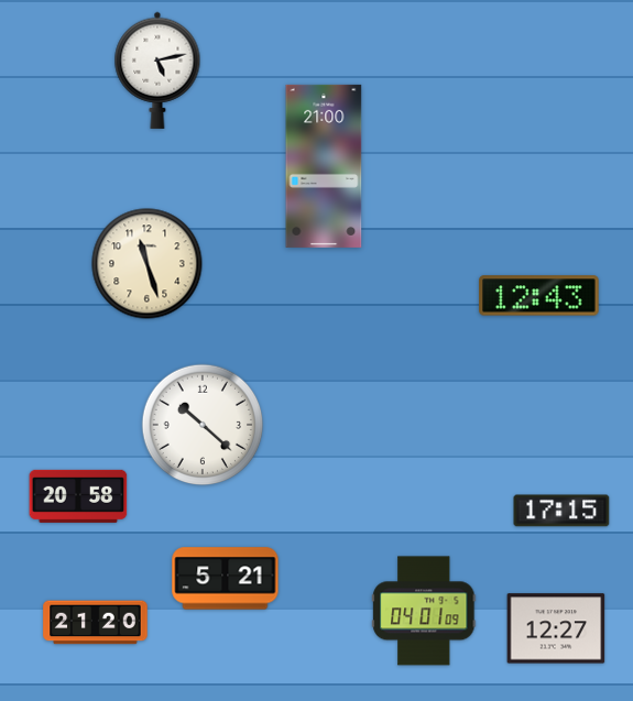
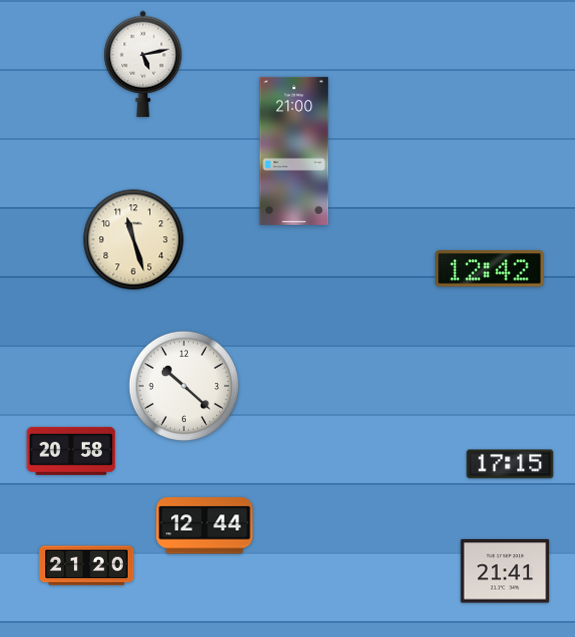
clock at (539, 296): 12:43 -> 12:42
clock at (226, 579): 5:21 -> 12:44
clock at (424, 611): 04:01 -> none
clock at (556, 628): 12:27 -> 21:41
